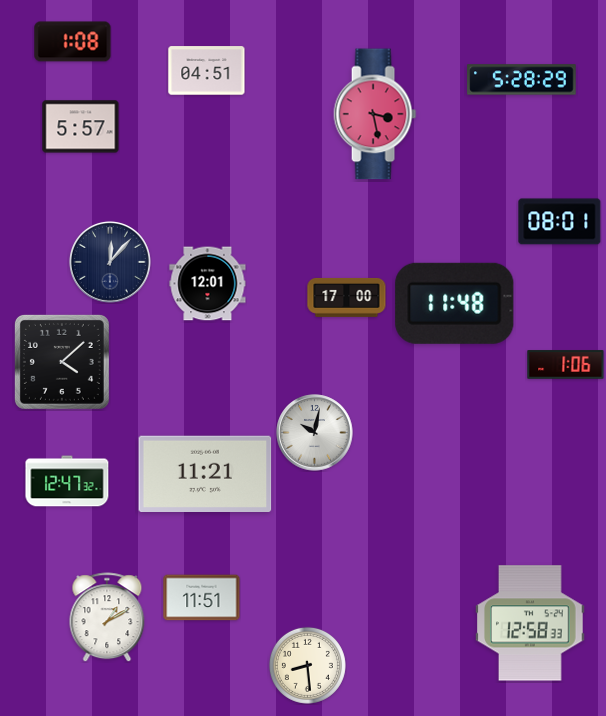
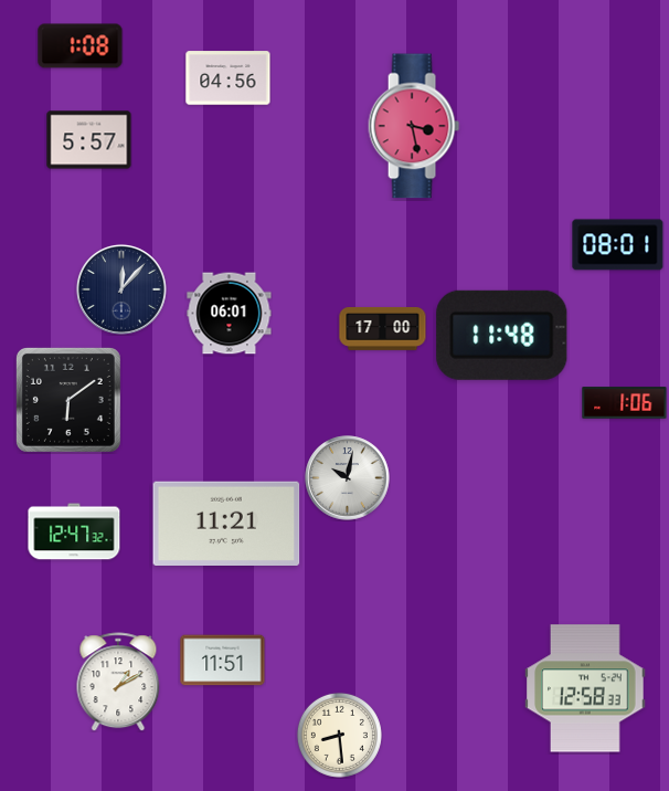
clock at (207, 71): 04:51 -> 04:56
clock at (522, 80): 5:28 -> none
clock at (208, 284): 12:01 -> 06:01
clock at (62, 362): 4:08 -> 6:09
